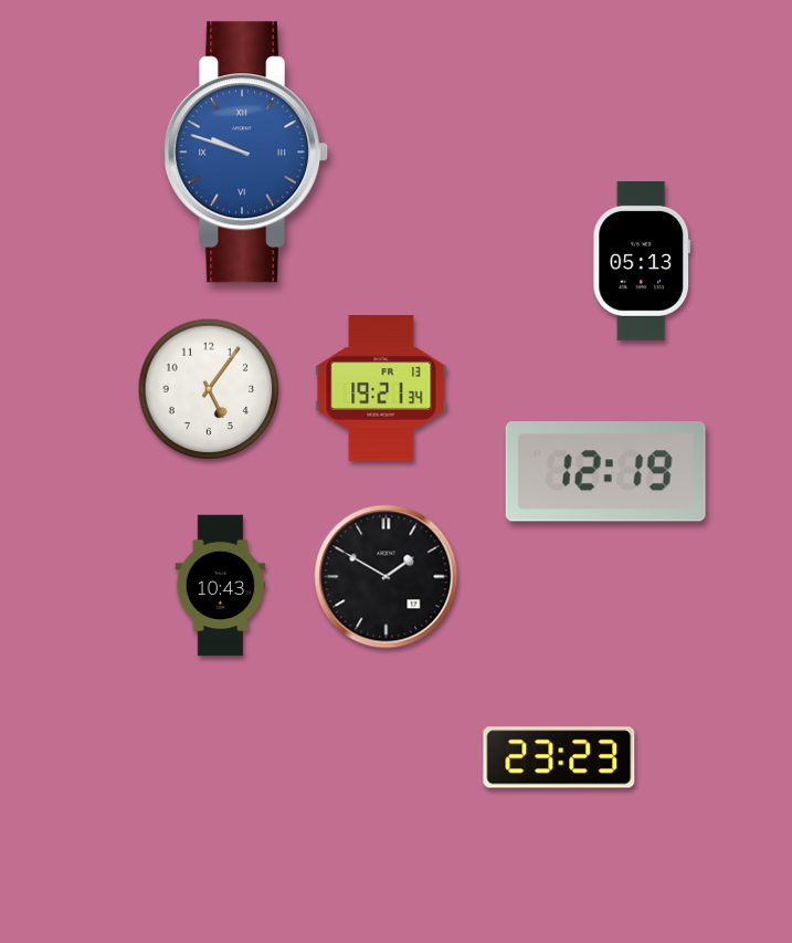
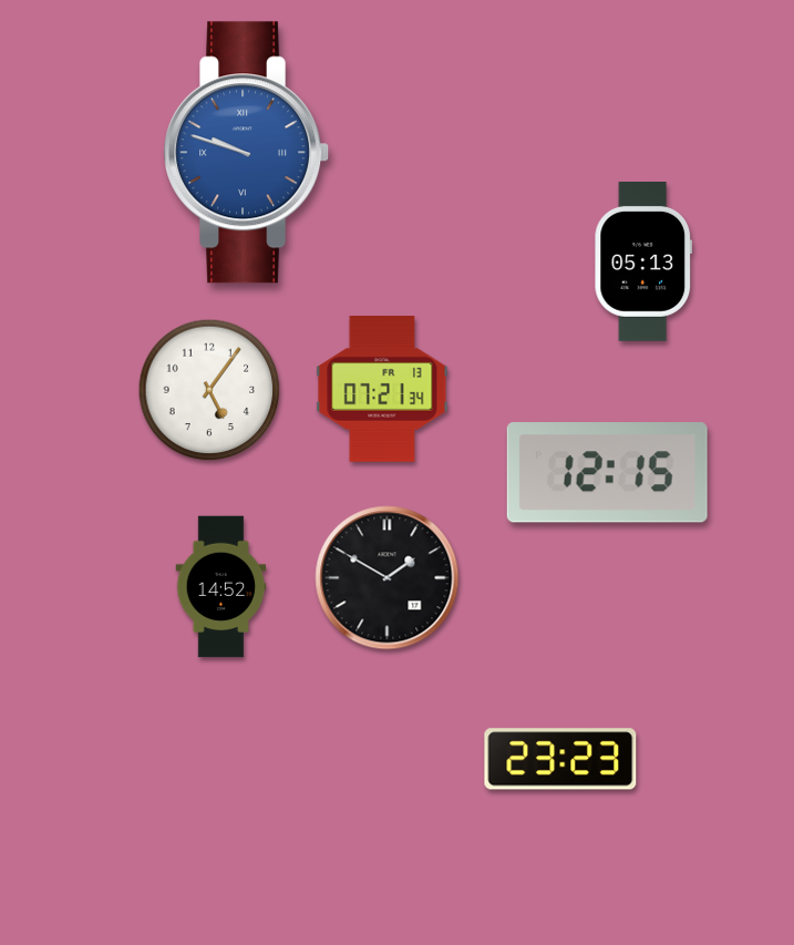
clock at (381, 389): 19:21 -> 07:21
clock at (605, 472): 12:19 -> 12:15
clock at (221, 586): 10:43 -> 14:52
